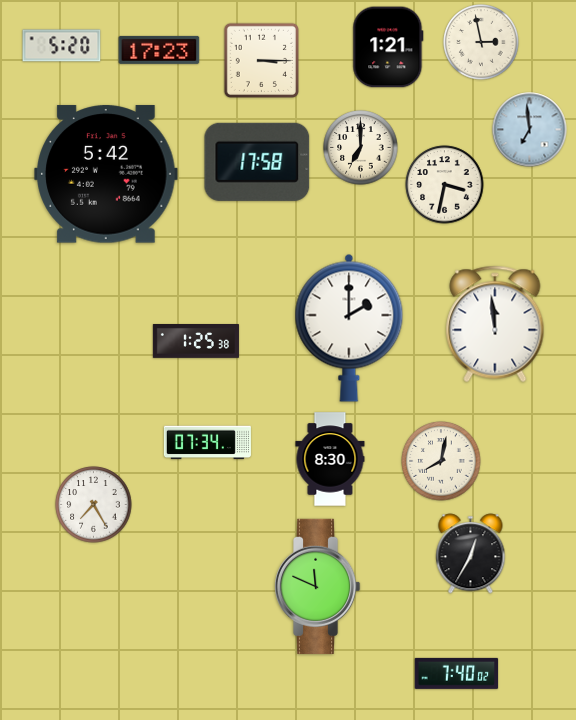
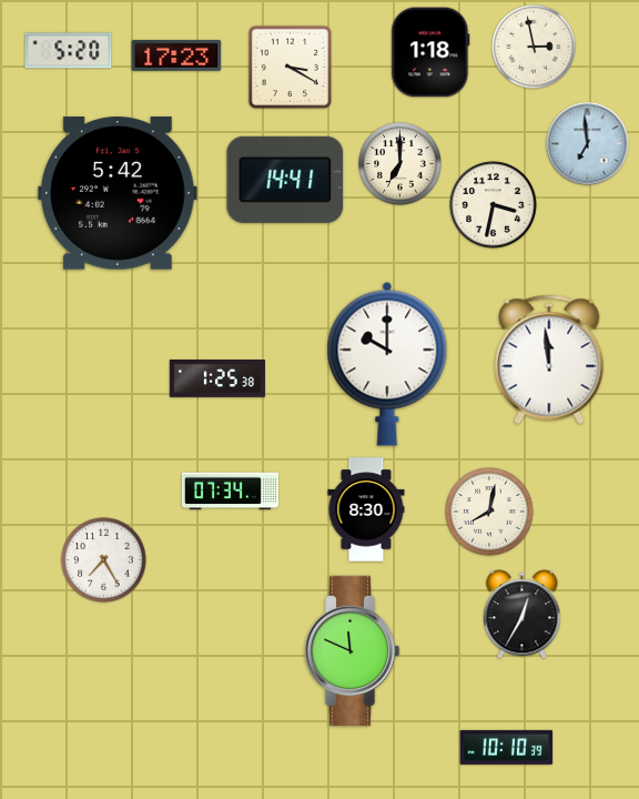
clock at (388, 47): 1:21 -> 1:18
clock at (261, 60): 3:15 -> 3:20
clock at (257, 162): 17:58 -> 14:41
clock at (349, 328): 2:00 -> 10:00
clock at (457, 673): 7:40 -> 10:10
